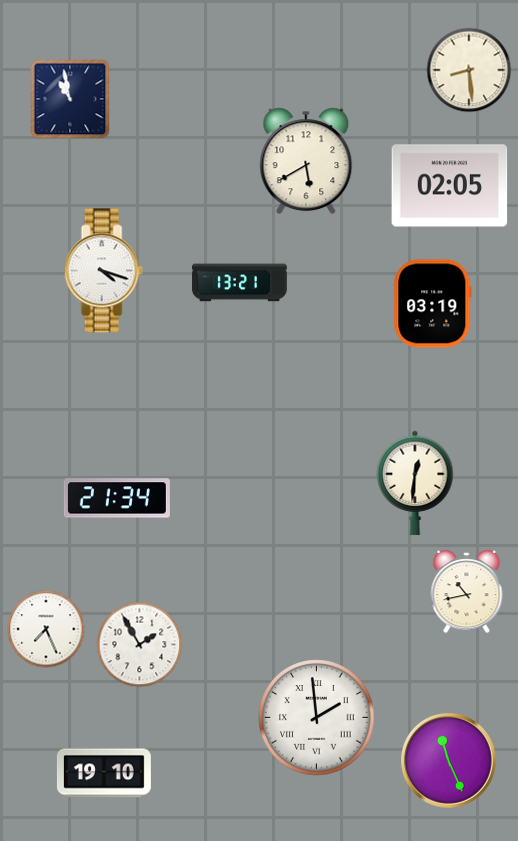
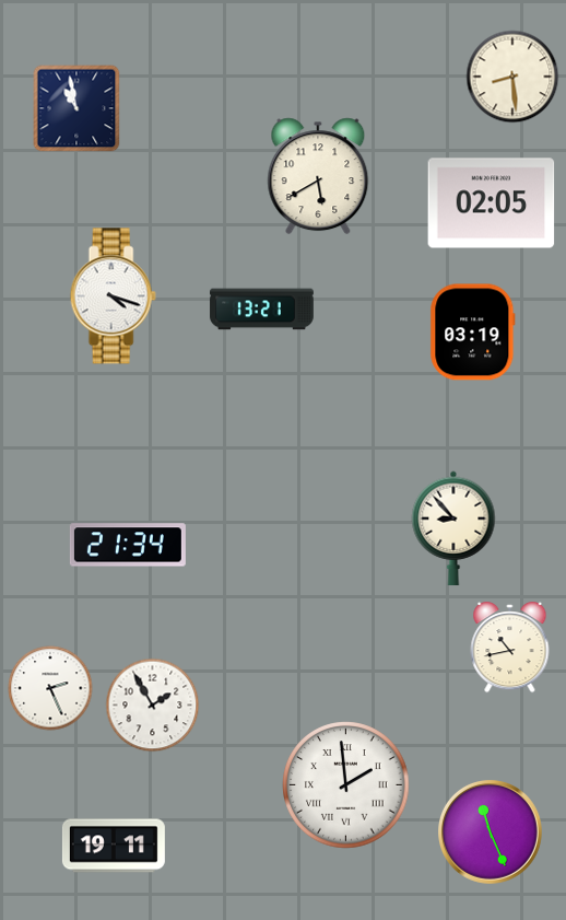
clock at (306, 161) position: (306, 161) -> (318, 176)
clock at (415, 483): 12:31 -> 8:53
clock at (46, 629): 7:26 -> 2:26
clock at (104, 773): 19:10 -> 19:11
